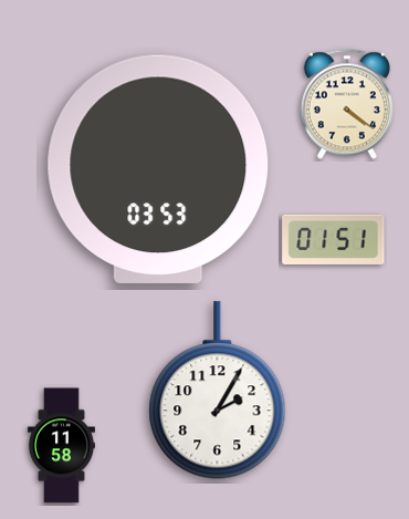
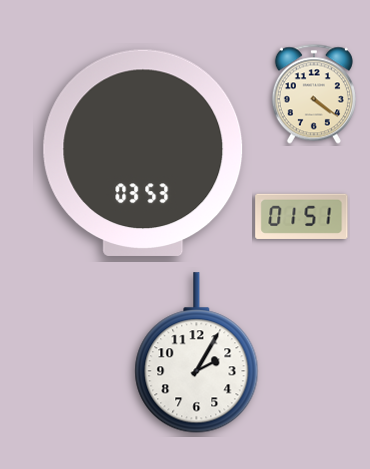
clock at (61, 446): 11:58 -> none
